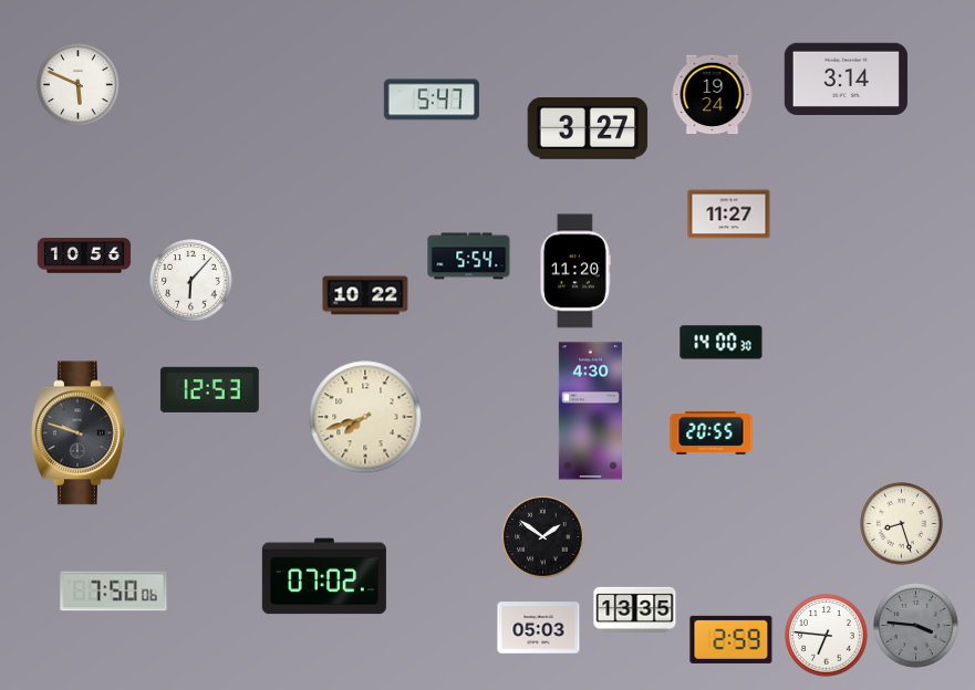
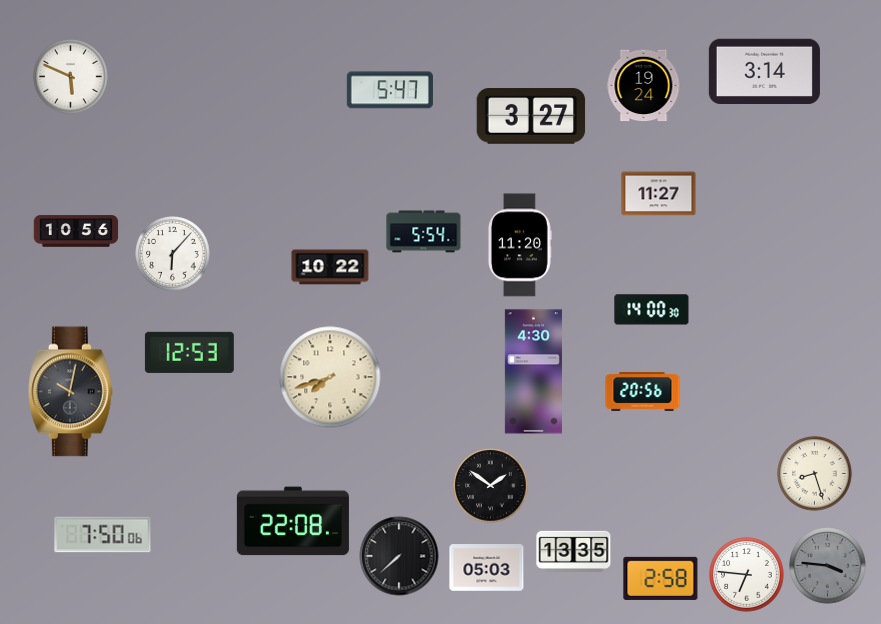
clock at (712, 432): 20:55 -> 20:56
clock at (77, 433): 9:48 -> 10:02
clock at (324, 576): 07:02 -> 22:08
clock at (399, 556): none -> 7:38
clock at (732, 639): 2:59 -> 2:58
